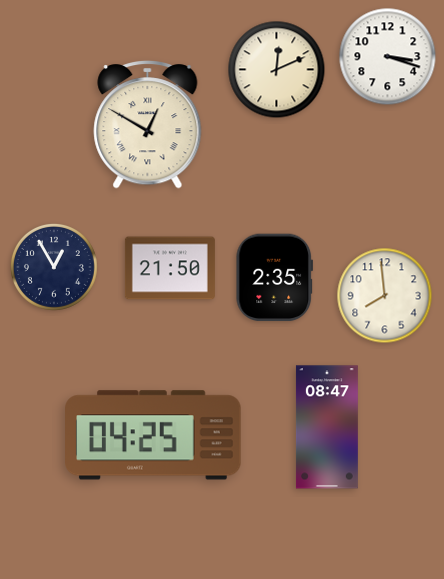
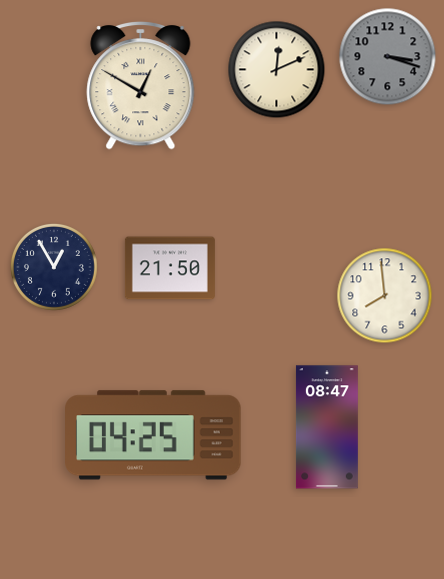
clock at (388, 57) dial: white -> grey
clock at (148, 125) position: (148, 125) -> (141, 86)
clock at (274, 278): 2:35 -> none
